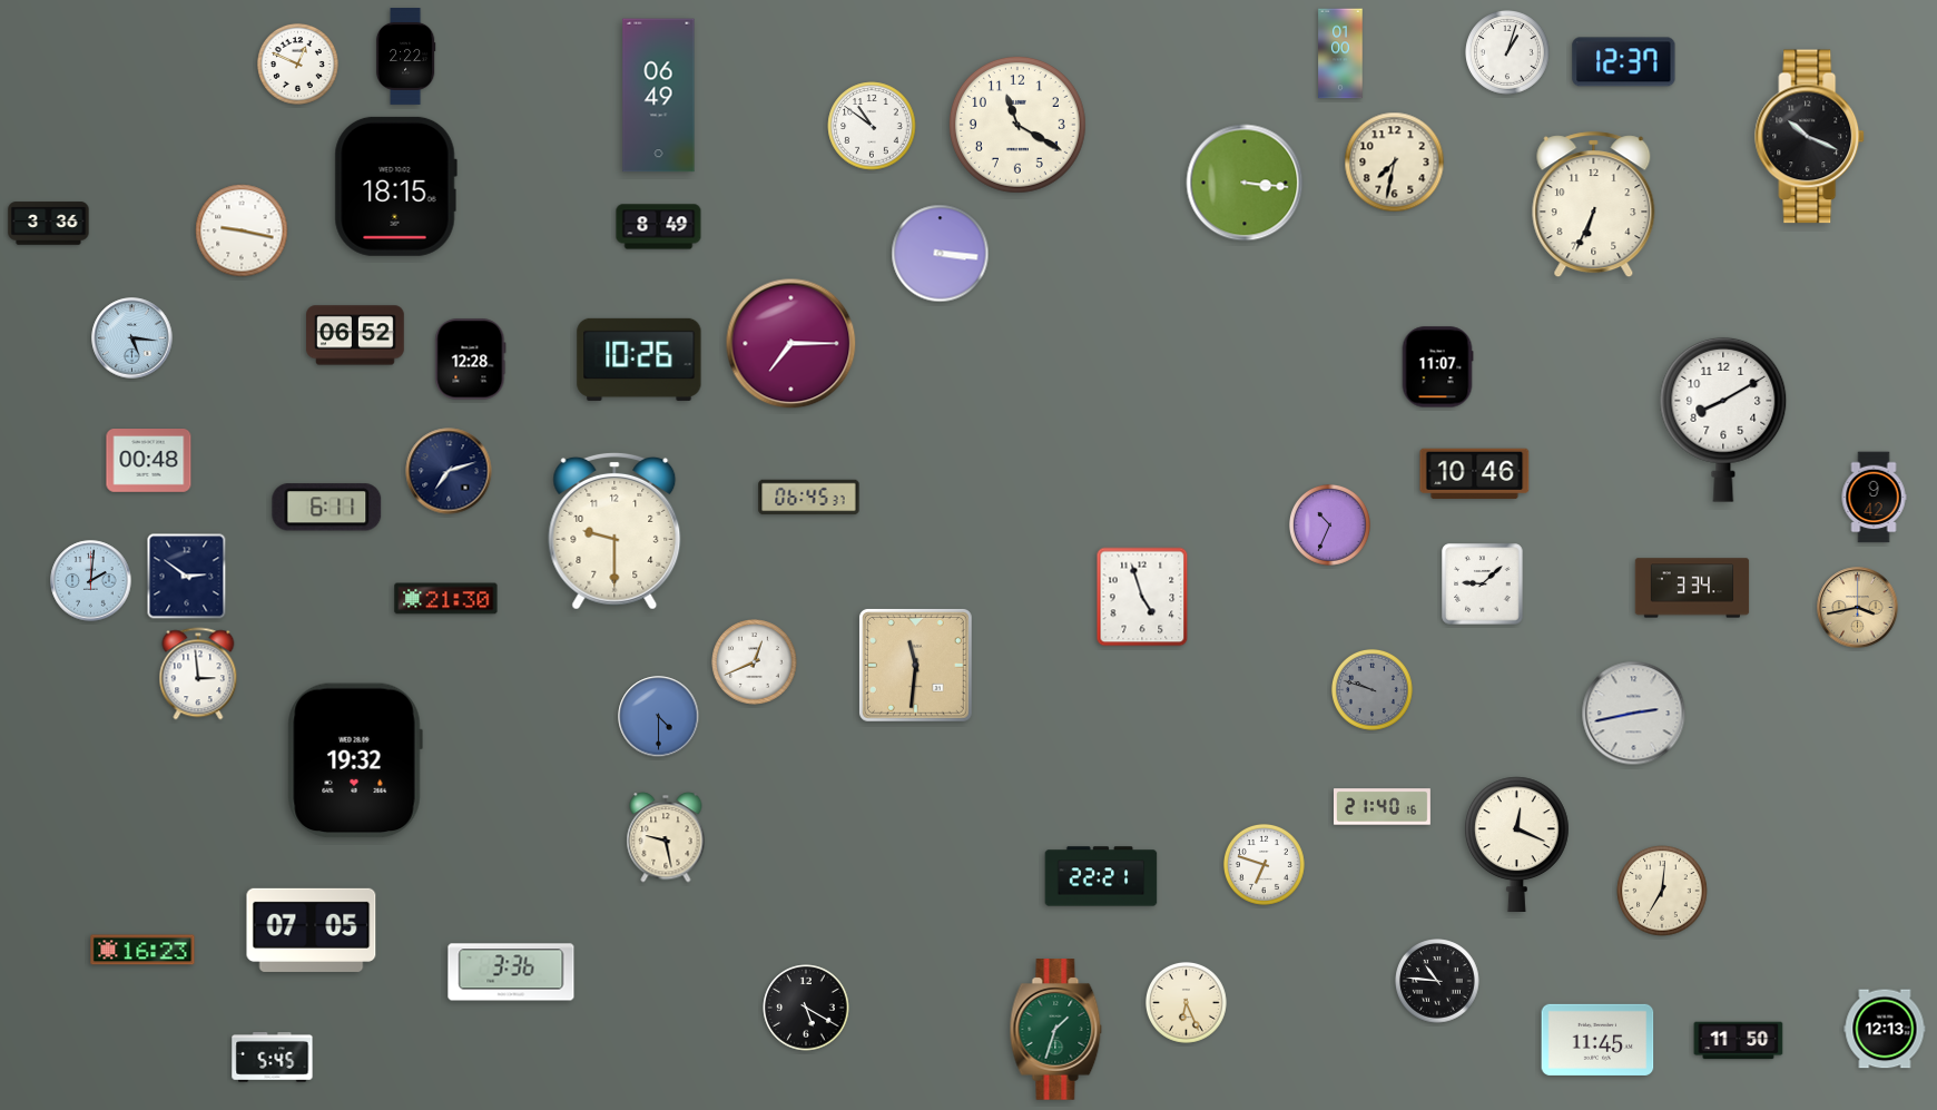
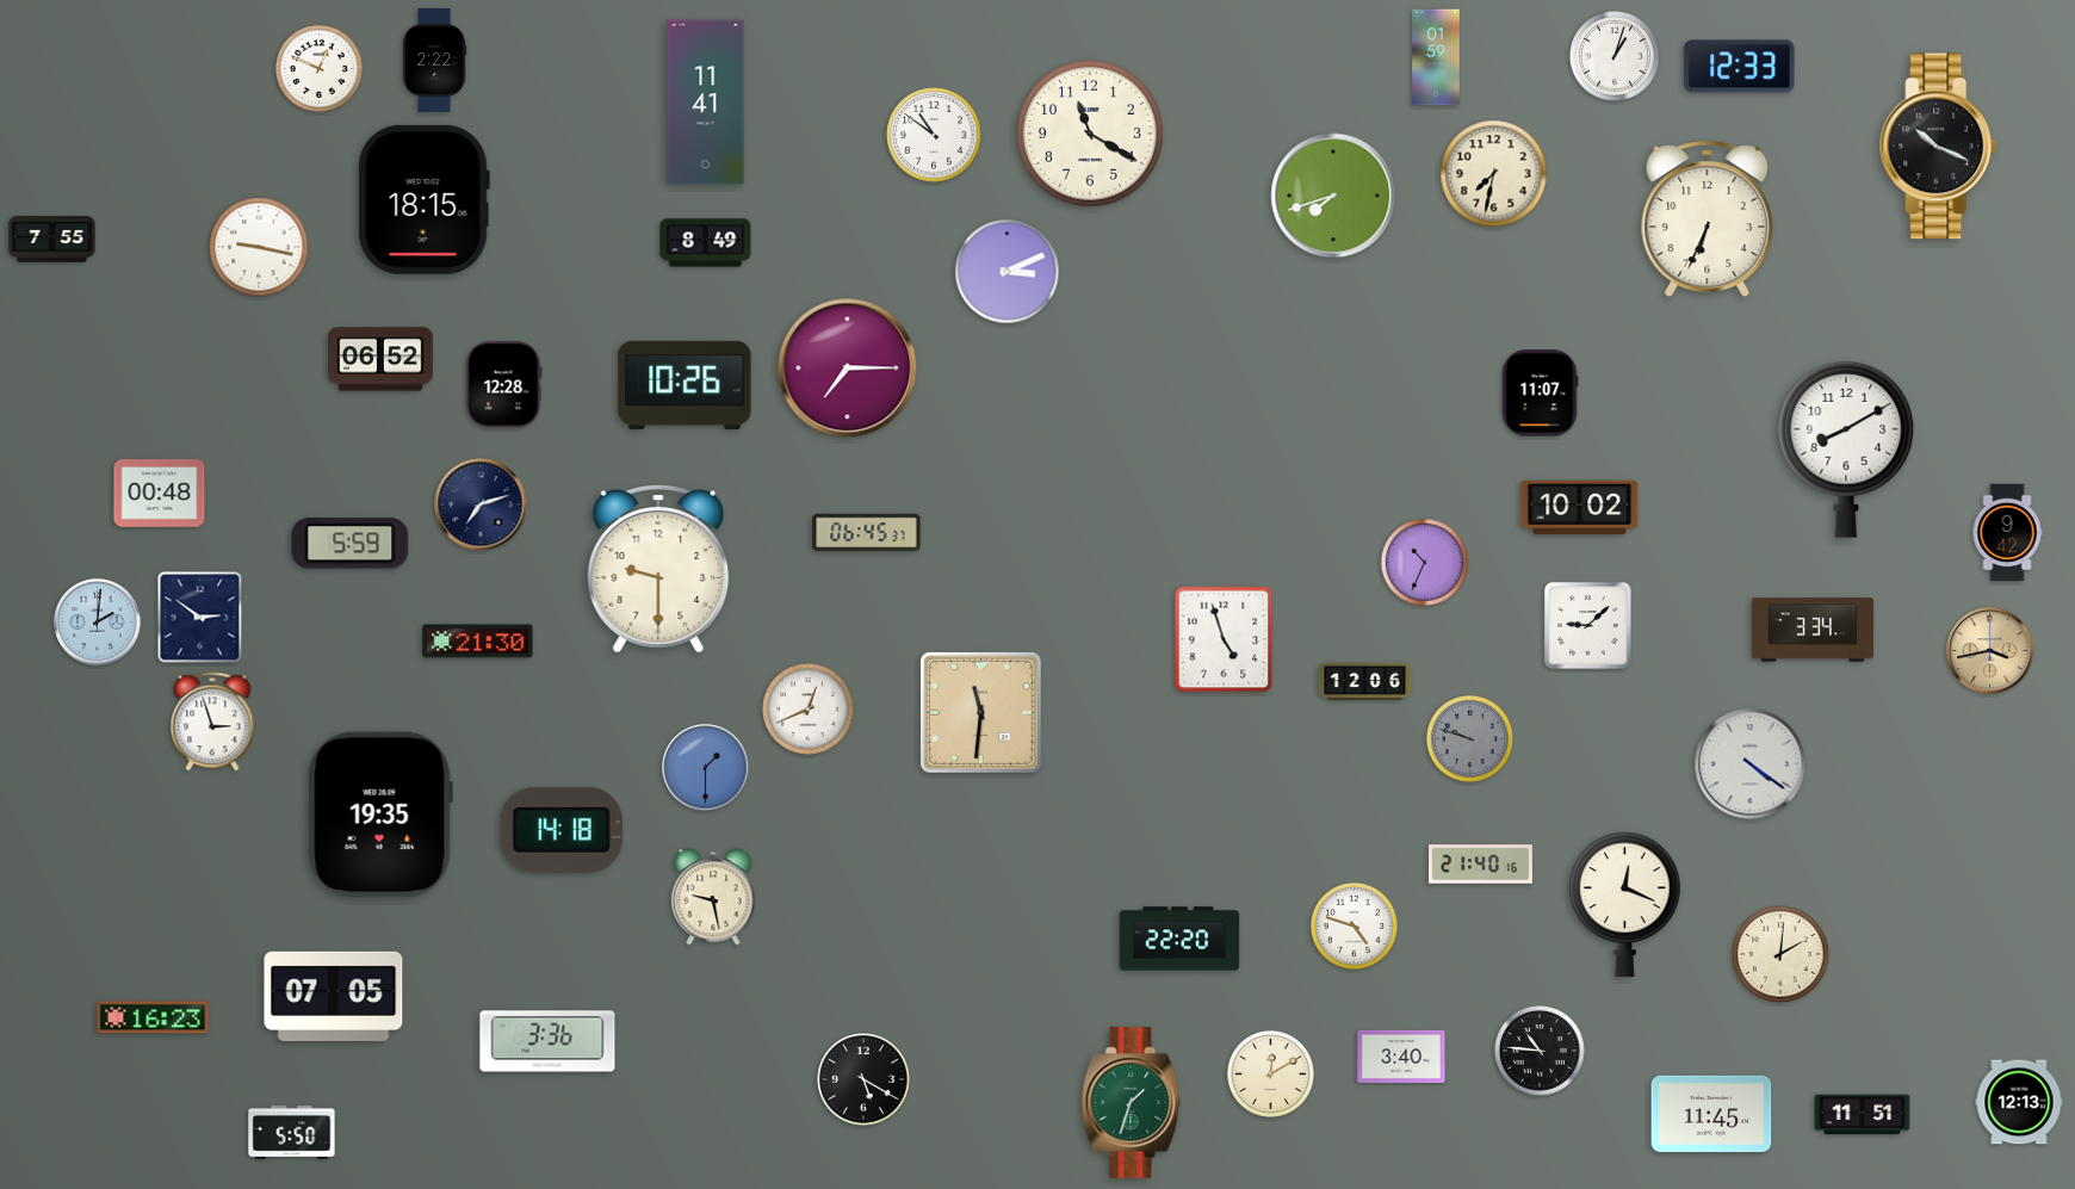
clock at (1340, 53): 01:00 -> 01:59
clock at (1624, 62): 12:37 -> 12:33
clock at (659, 96): 06:49 -> 11:41
clock at (1245, 183): 3:16 -> 7:42
clock at (49, 224): 3:36 -> 7:55
clock at (941, 254): 3:16 -> 3:11
clock at (132, 338): 5:16 -> none
clock at (1475, 474): 10:46 -> 10:02
clock at (327, 508): 6:11 -> 5:59
clock at (1365, 682): none -> 12:06
clock at (198, 674): 2:59 -> 2:57
clock at (1634, 714): 2:43 -> 4:21
clock at (659, 717): 4:30 -> 1:30
clock at (355, 760): 19:32 -> 19:35
clock at (562, 830): none -> 14:18
clock at (1264, 864): 6:48 -> 4:48
clock at (1101, 876): 22:21 -> 22:20
clock at (1662, 891): 7:01 -> 2:01
clock at (1401, 1057): none -> 3:40
clock at (1186, 1002): 6:26 -> 12:10
clock at (1739, 1041): 11:50 -> 11:51
clock at (273, 1058): 5:45 -> 5:50
